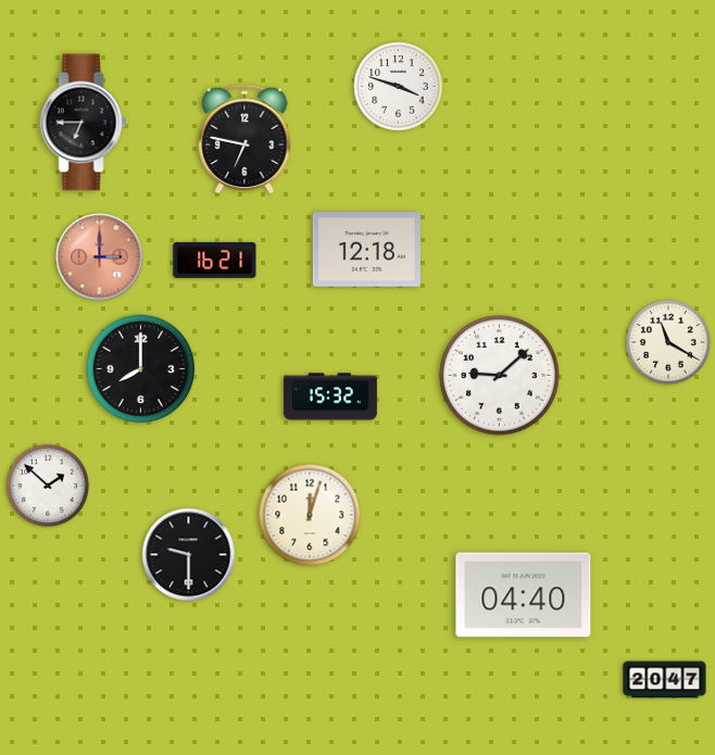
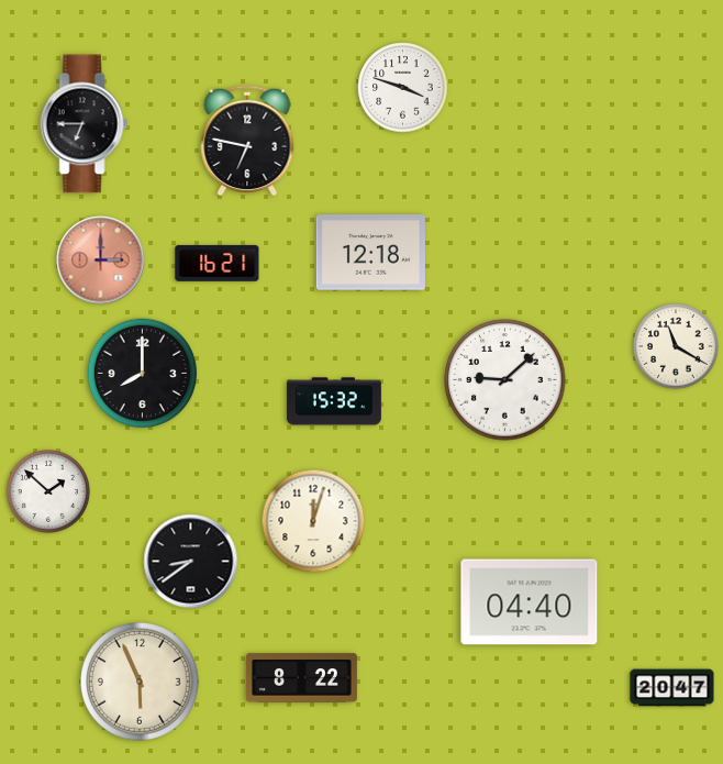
clock at (189, 555): 9:30 -> 8:39
clock at (301, 678): none -> 8:22
clock at (141, 683): none -> 5:56
